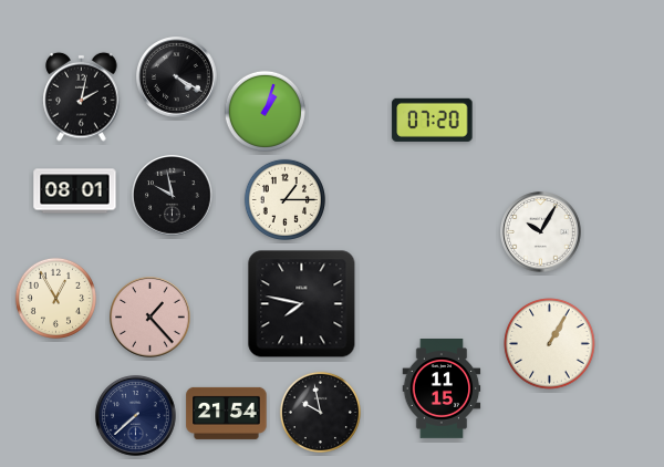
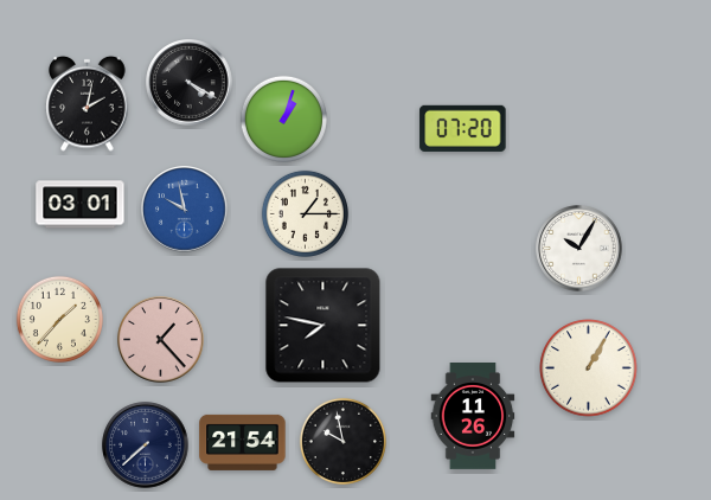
clock at (75, 191): 08:01 -> 03:01
clock at (173, 196) dial: black -> blue
clock at (55, 298): 12:55 -> 1:37
clock at (442, 390): 11:15 -> 11:26
